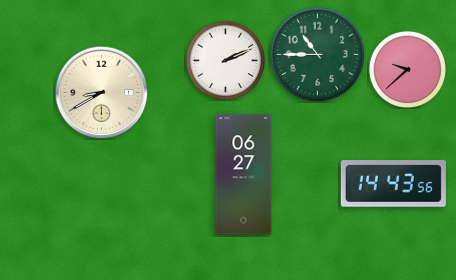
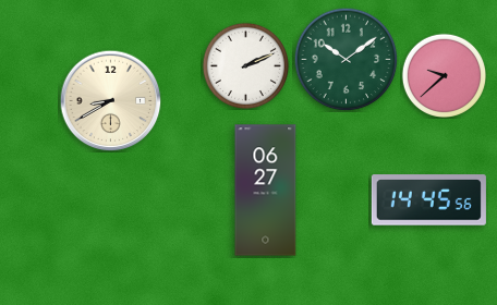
clock at (317, 54): 10:45 -> 10:09
clock at (393, 184): 14:43 -> 14:45
